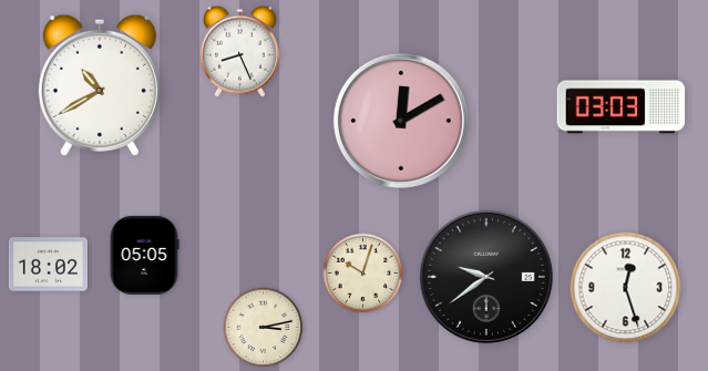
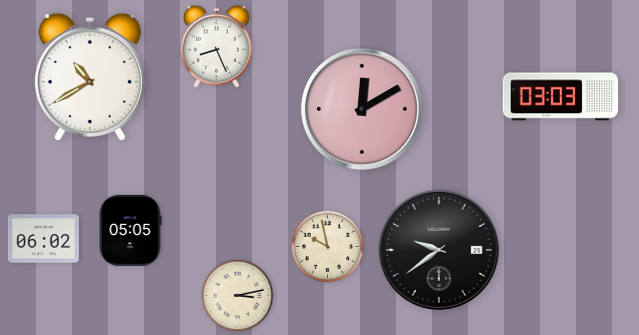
clock at (48, 265): 18:02 -> 06:02
clock at (363, 274): 10:03 -> 9:58
clock at (626, 288): 12:27 -> none
